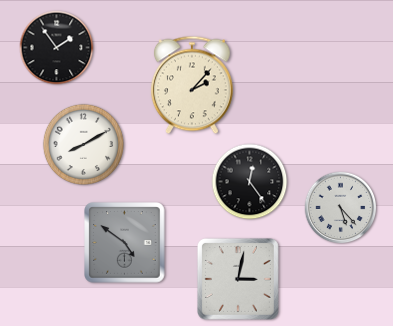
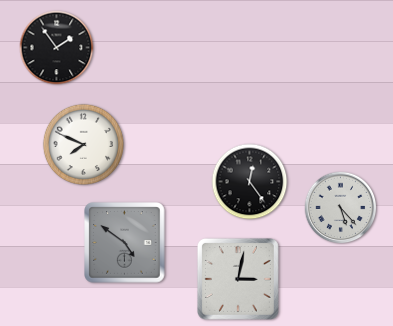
clock at (192, 85): 2:07 -> none
clock at (83, 144): 8:10 -> 7:49
